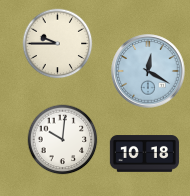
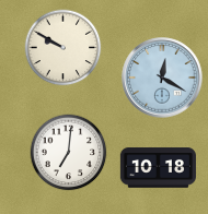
clock at (58, 44): 9:45 -> 9:50
clock at (63, 140): 10:01 -> 7:01
